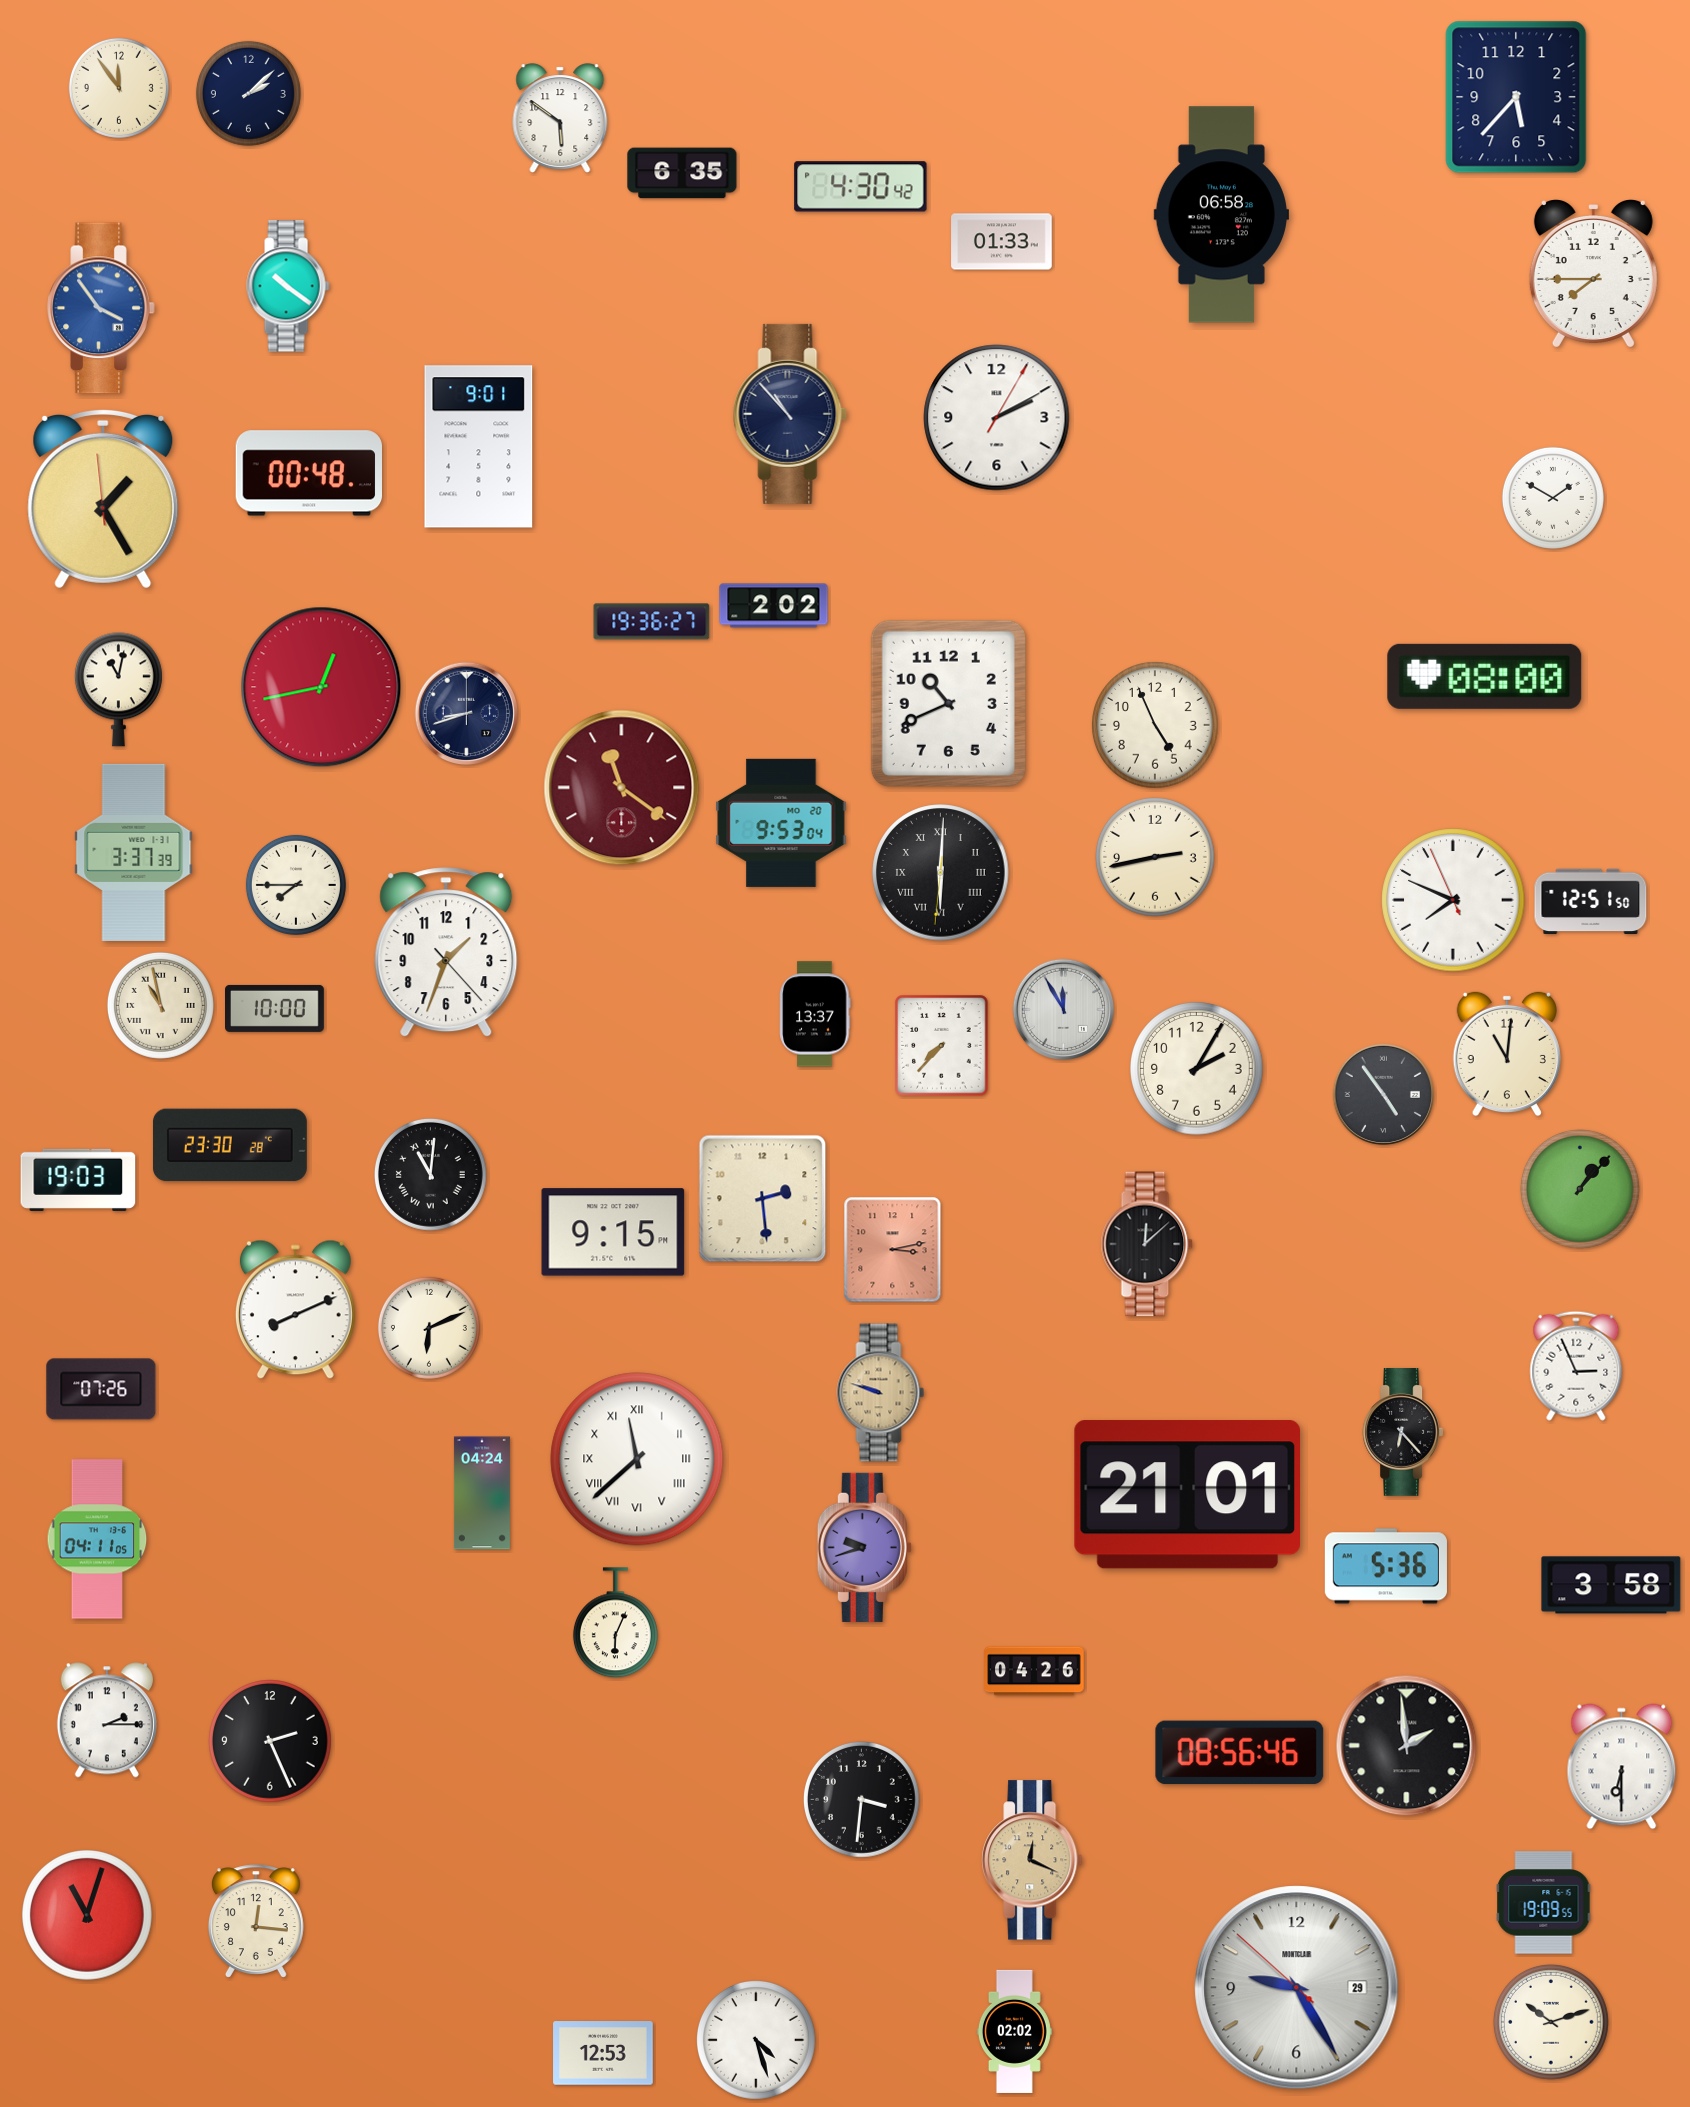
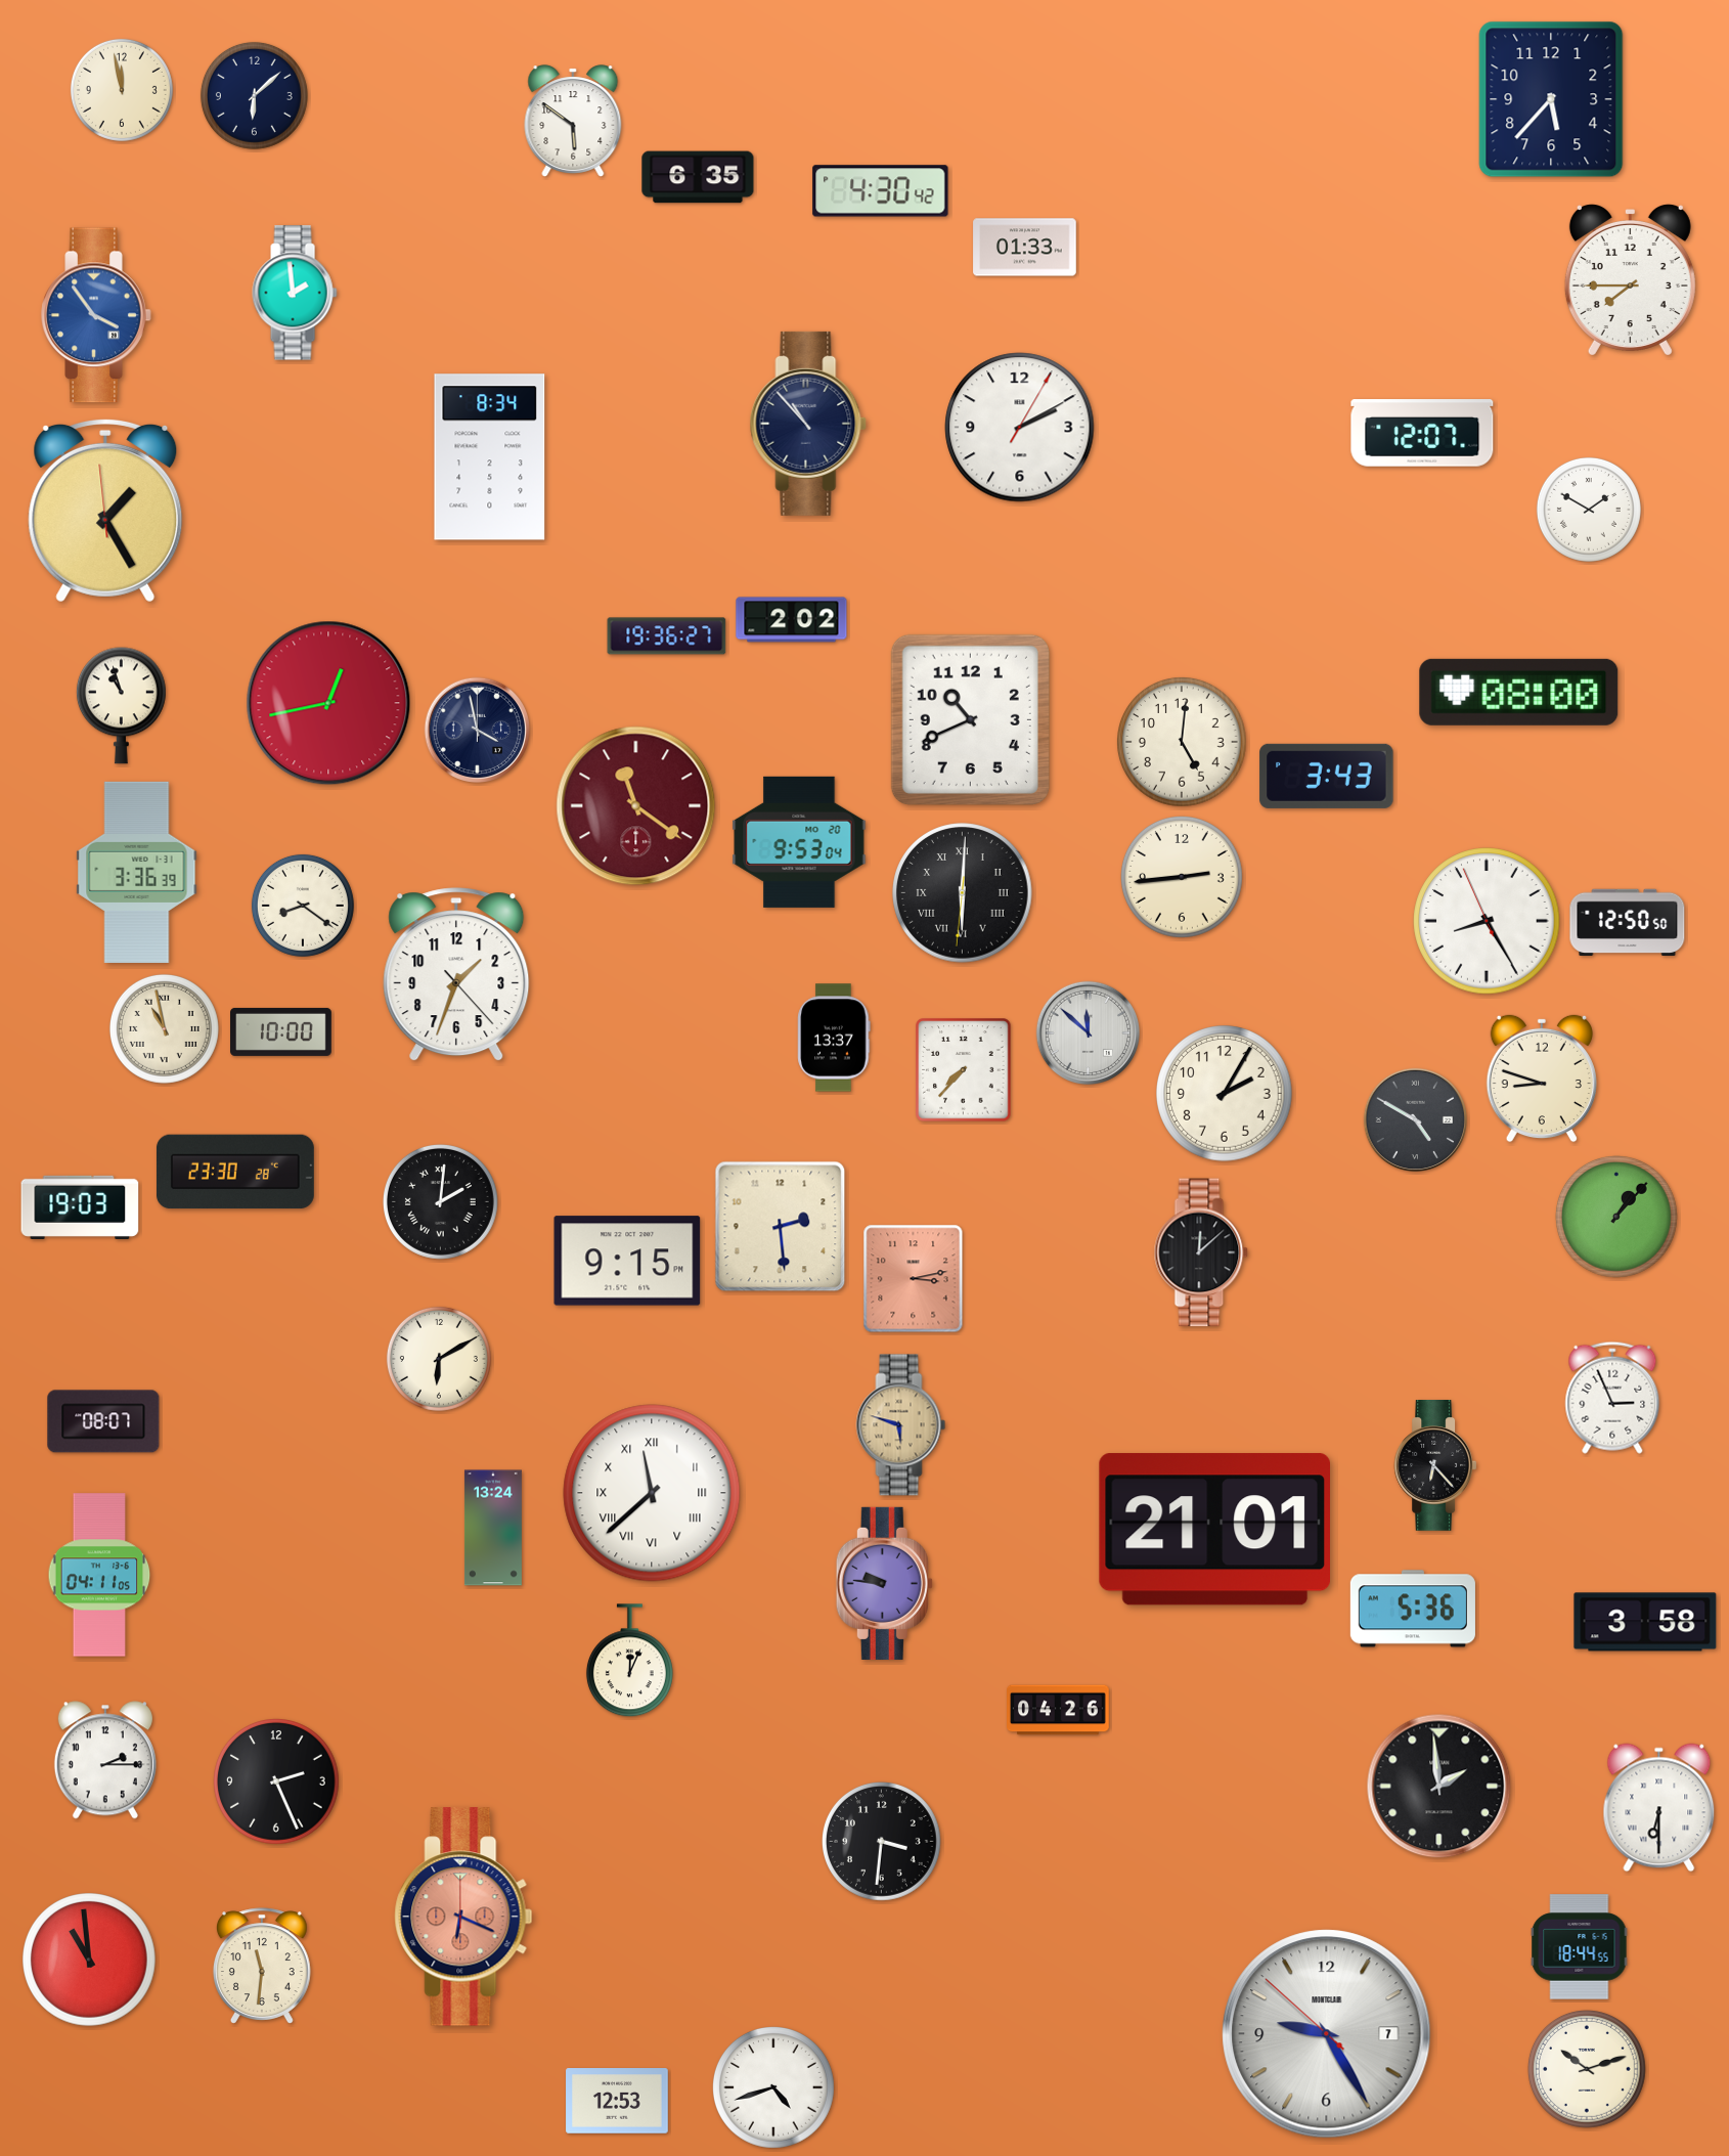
clock at (119, 88): 11:54 -> 11:58
clock at (248, 93): 2:08 -> 6:08
clock at (1221, 215): 06:58 -> none
clock at (288, 286): 10:21 -> 1:59
clock at (101, 308) position: (101, 308) -> (96, 315)
clock at (1422, 433): none -> 12:07
clock at (479, 447): 9:01 -> 8:34
clock at (309, 473): 00:48 -> none
clock at (118, 690): 11:02 -> 10:57
clock at (466, 713): 8:42 -> 3:58
clock at (1155, 725): 4:56 -> 5:01
clock at (1327, 776): none -> 3:43
clock at (134, 852): 3:37 -> 3:36
clock at (1156, 858): 2:43 -> 2:44
clock at (296, 885): 7:45 -> 8:21
clock at (1453, 900): 7:48 -> 8:24
clock at (1591, 901): 12:51 -> 12:50
clock at (1063, 1009): 11:55 -> 11:52
clock at (1507, 1054): 11:01 -> 8:48
clock at (1383, 1094): 4:54 -> 4:50
clock at (430, 1174): 11:01 -> 2:01
clock at (1147, 1244) position: (1147, 1244) -> (1201, 1252)
clock at (295, 1310): 8:11 -> none
clock at (429, 1328): 6:11 -> 6:10
clock at (101, 1389): 07:26 -> 08:07
clock at (881, 1393): 9:48 -> 5:48
clock at (482, 1493): 04:24 -> 13:24
clock at (864, 1547): 9:42 -> 9:46
clock at (1386, 1566) position: (1386, 1566) -> (1413, 1609)
clock at (1611, 1585) position: (1611, 1585) -> (1645, 1622)
clock at (615, 1623): 6:04 -> 12:04
clock at (107, 1720) position: (107, 1720) -> (105, 1760)
clock at (1240, 1753): 08:56 -> none
clock at (1032, 1860): 12:19 -> none
clock at (463, 1917): none -> 6:19
clock at (1544, 1903): 19:09 -> 18:44
clock at (87, 1915): 11:03 -> 10:59
clock at (256, 1921): 12:16 -> 11:31
clock at (1297, 1988) date: 29 -> 7
clock at (1014, 2031): 02:02 -> none
clock at (757, 2041): 4:27 -> 4:42
